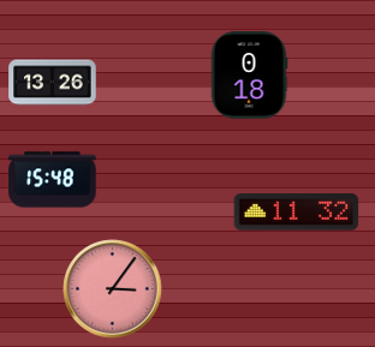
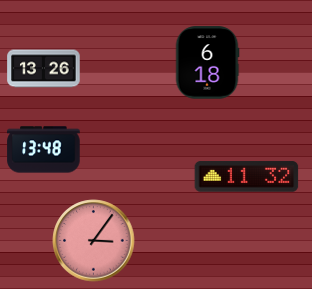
clock at (249, 76): 0:18 -> 6:18
clock at (53, 180): 15:48 -> 13:48
